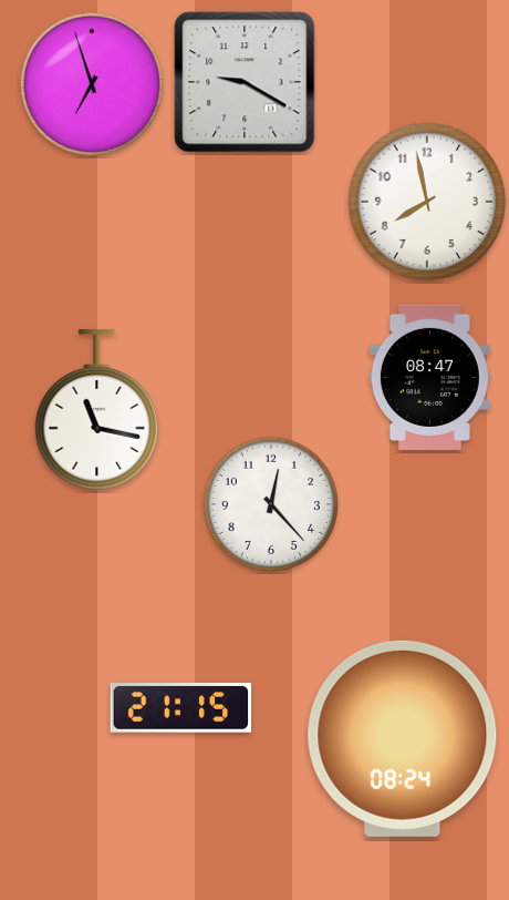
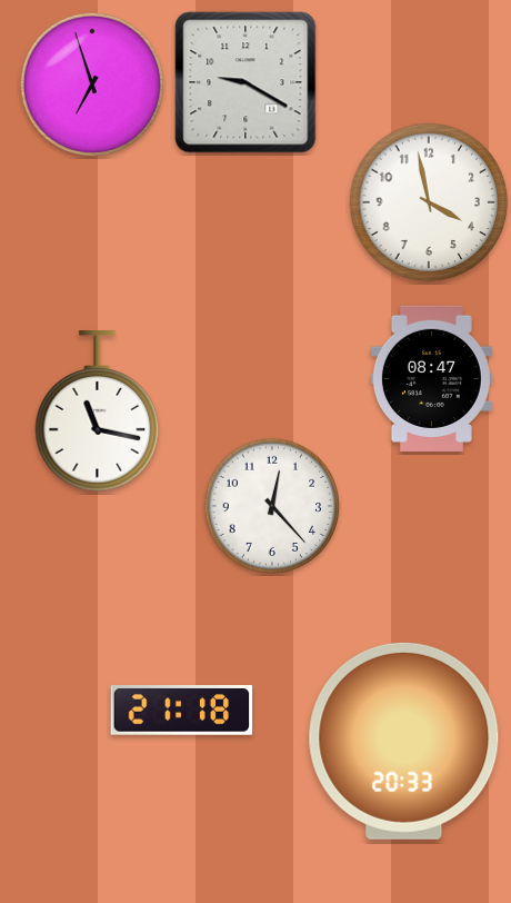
clock at (427, 202): 7:58 -> 3:58
clock at (181, 708): 21:15 -> 21:18
clock at (403, 738): 08:24 -> 20:33
